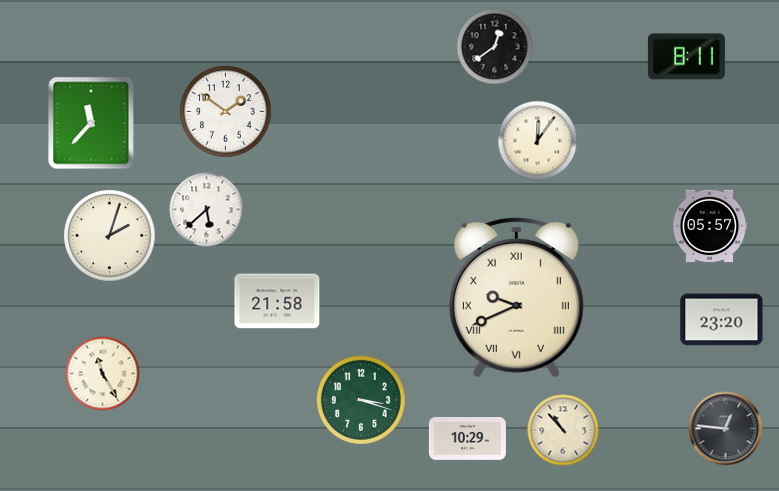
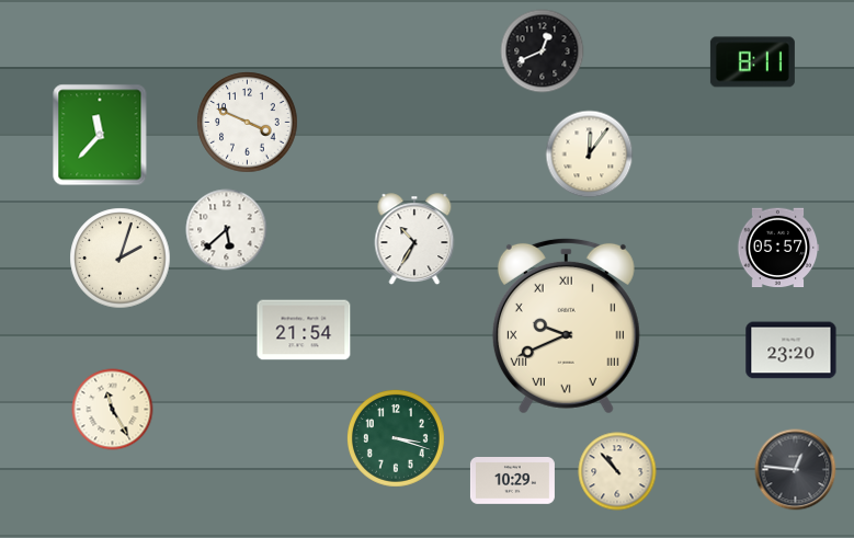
clock at (495, 47): 12:39 -> 12:41
clock at (226, 112): 1:51 -> 3:49
clock at (414, 240): none -> 10:35
clock at (277, 301): 21:58 -> 21:54
